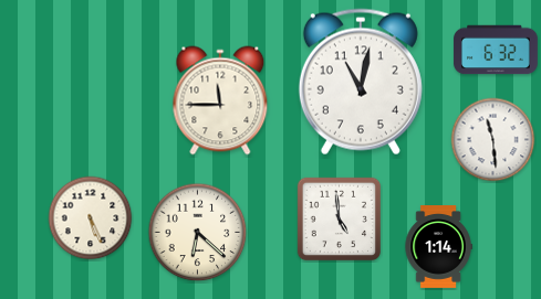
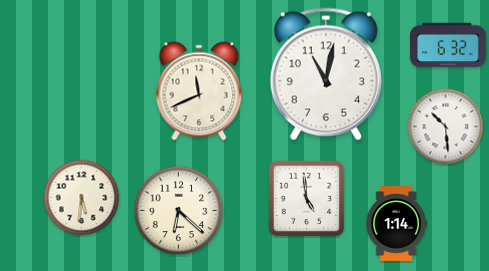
clock at (220, 100): 11:45 -> 11:41
clock at (493, 140): 11:29 -> 10:29
clock at (91, 218): 5:26 -> 5:31
